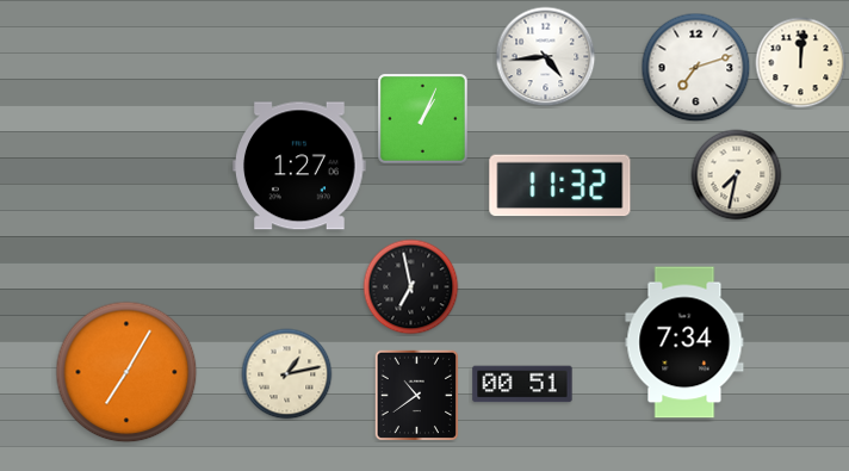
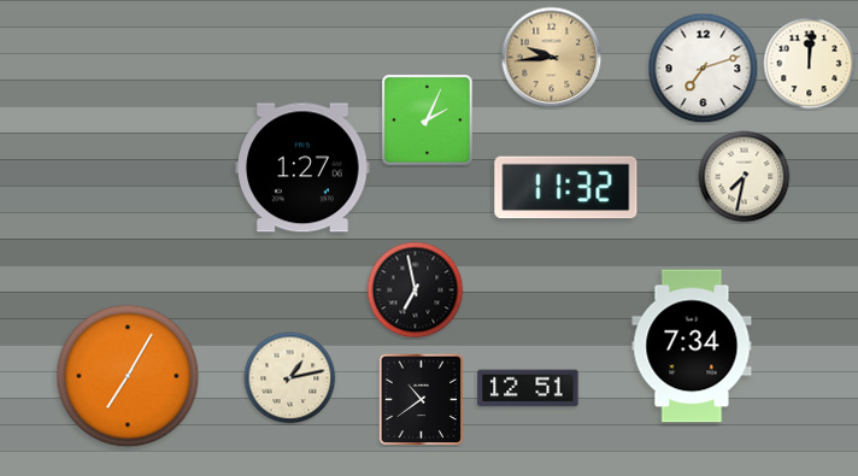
clock at (546, 57): 4:44 -> 9:44
clock at (546, 57) dial: white -> champagne
clock at (423, 119): 1:04 -> 2:04
clock at (522, 384): 00:51 -> 12:51
